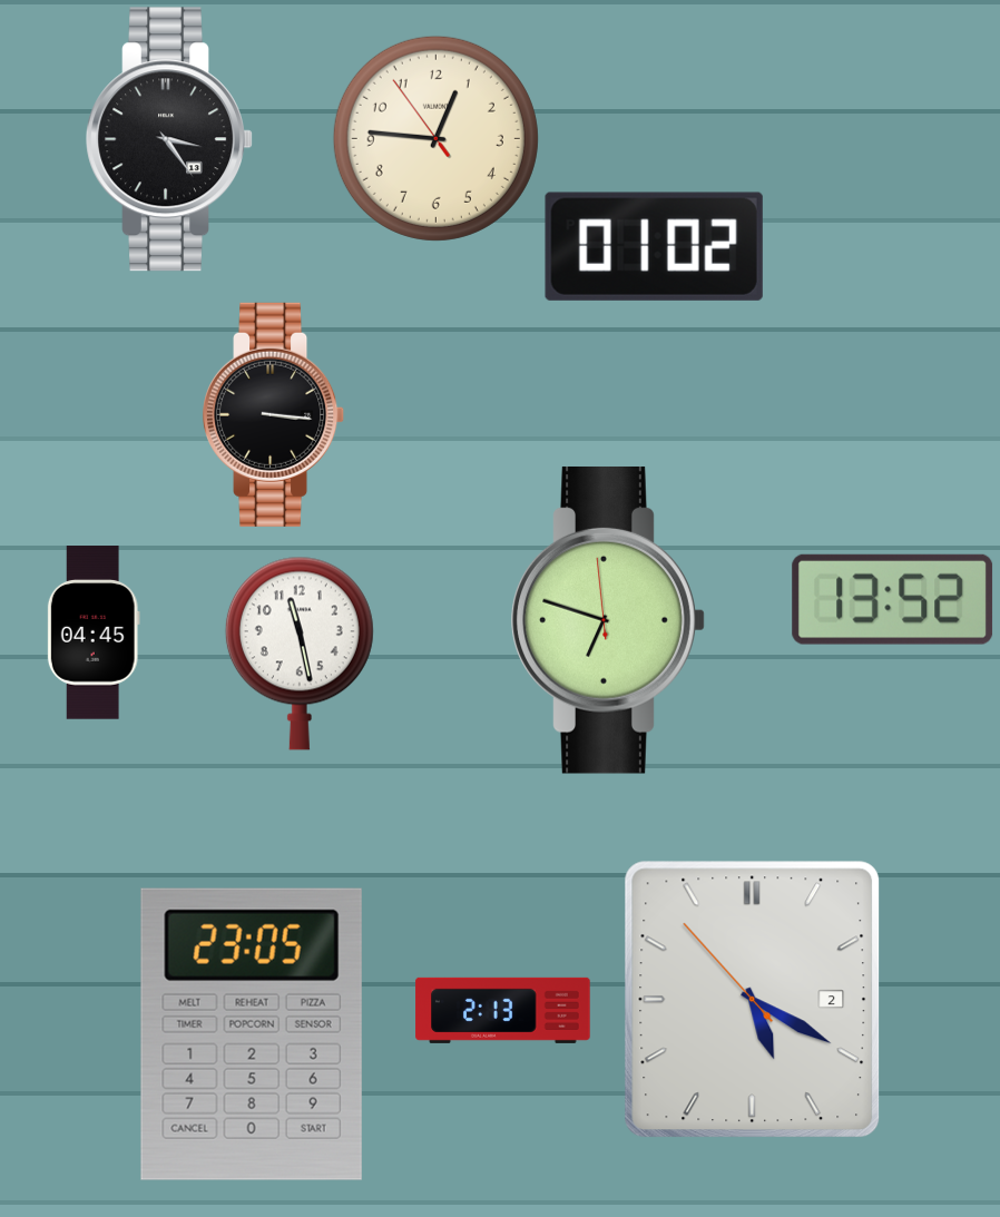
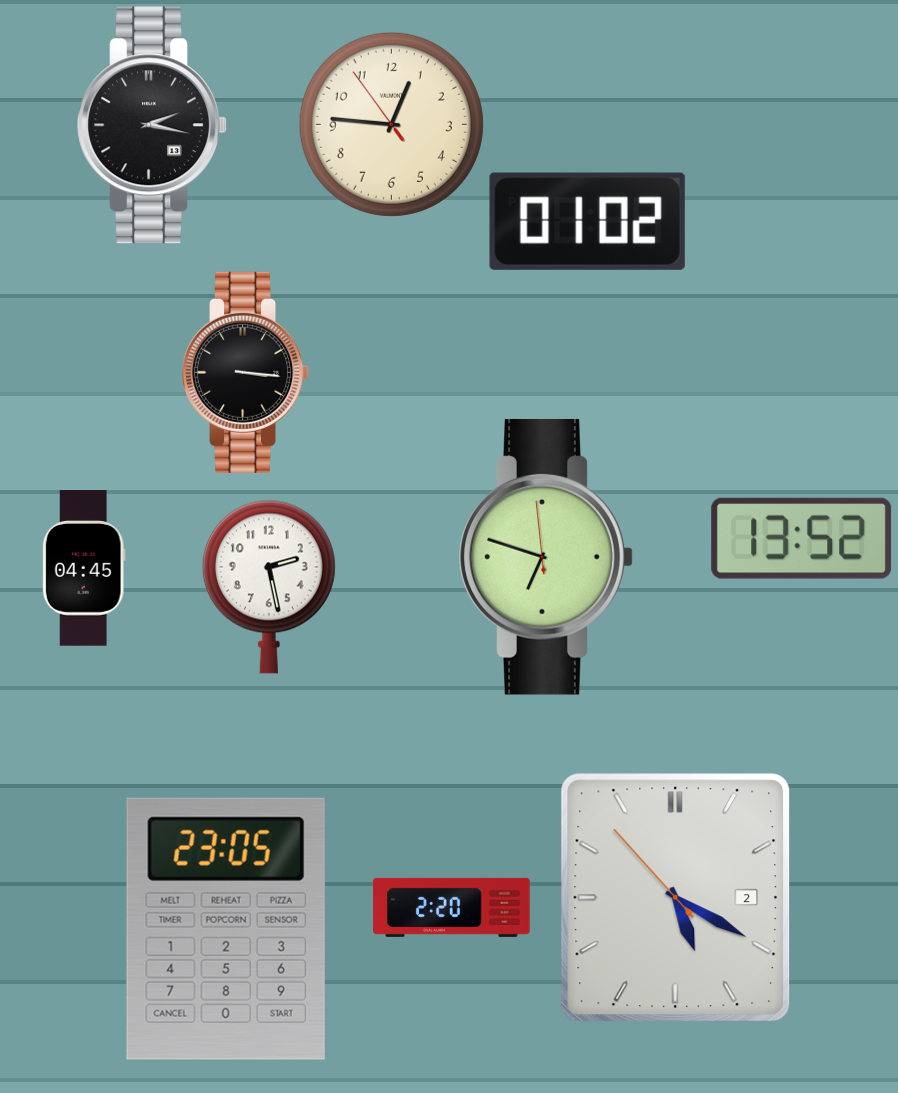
clock at (169, 139): 3:24 -> 2:17
clock at (300, 654): 11:28 -> 2:28
clock at (503, 1010): 2:13 -> 2:20
